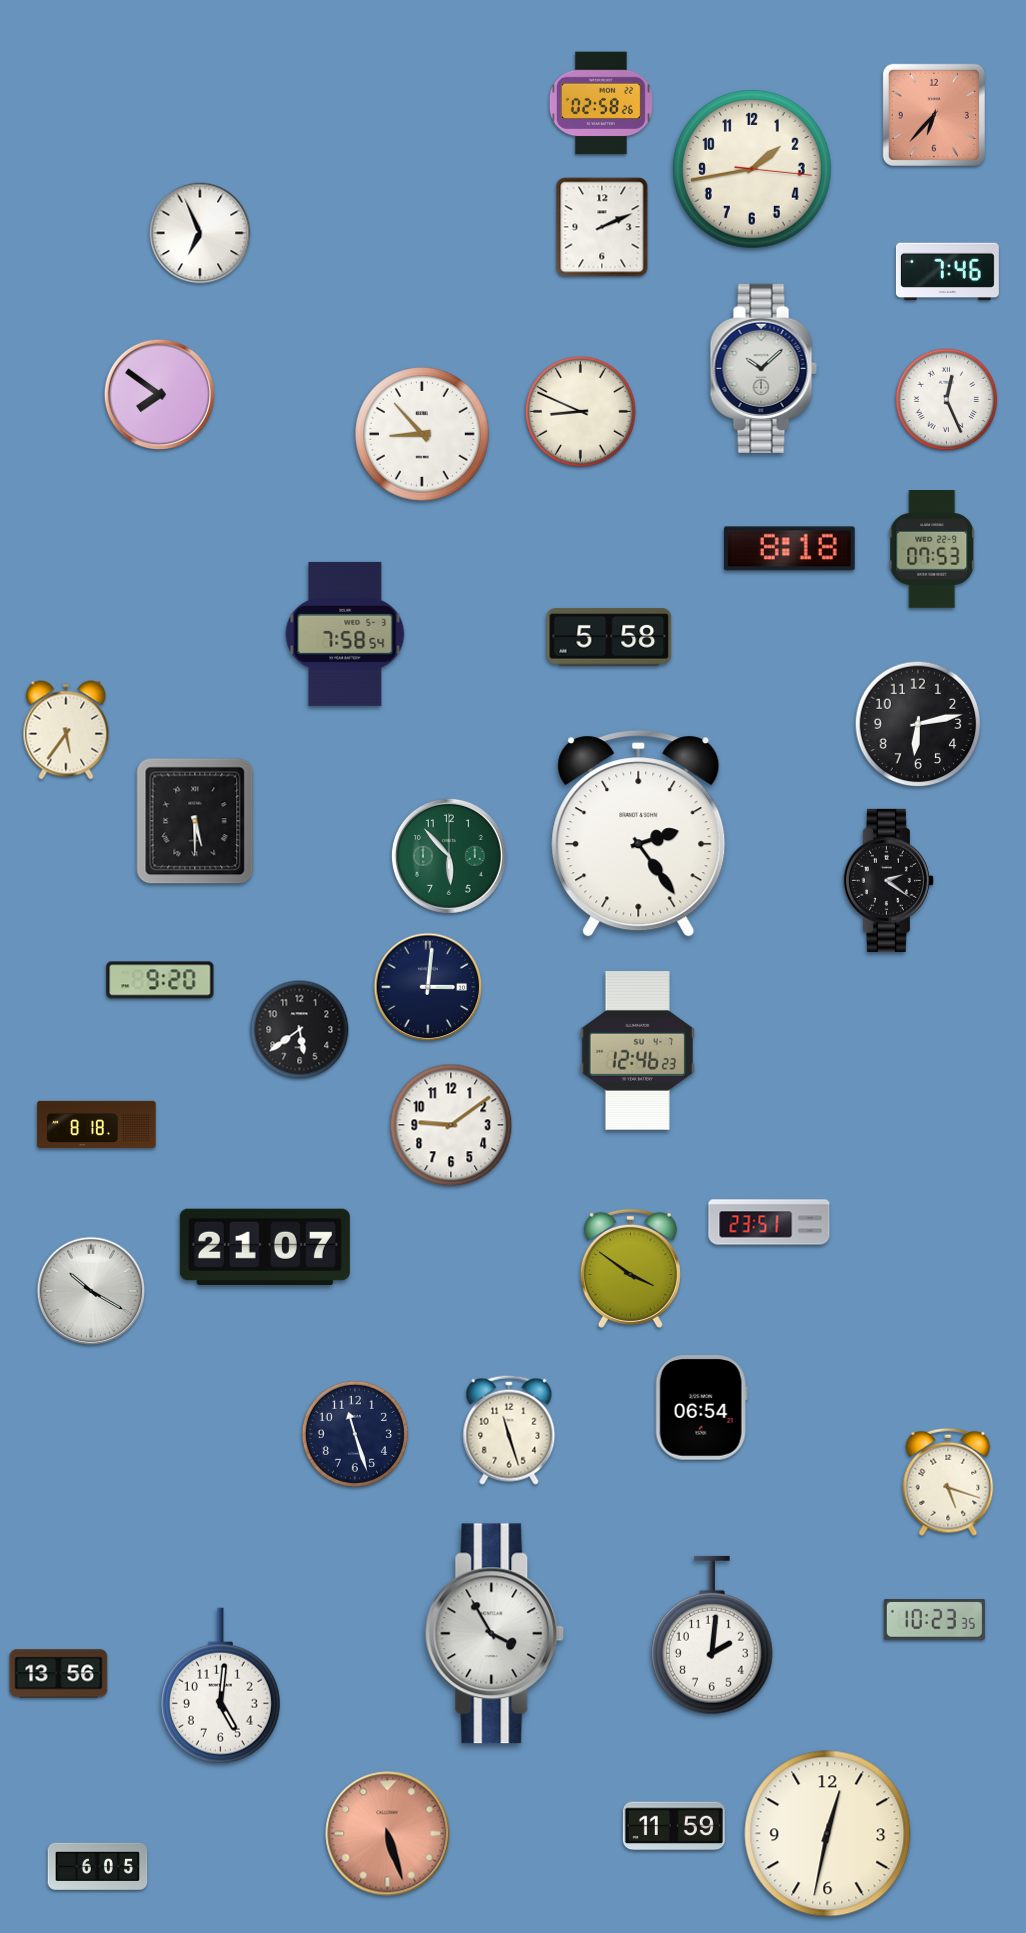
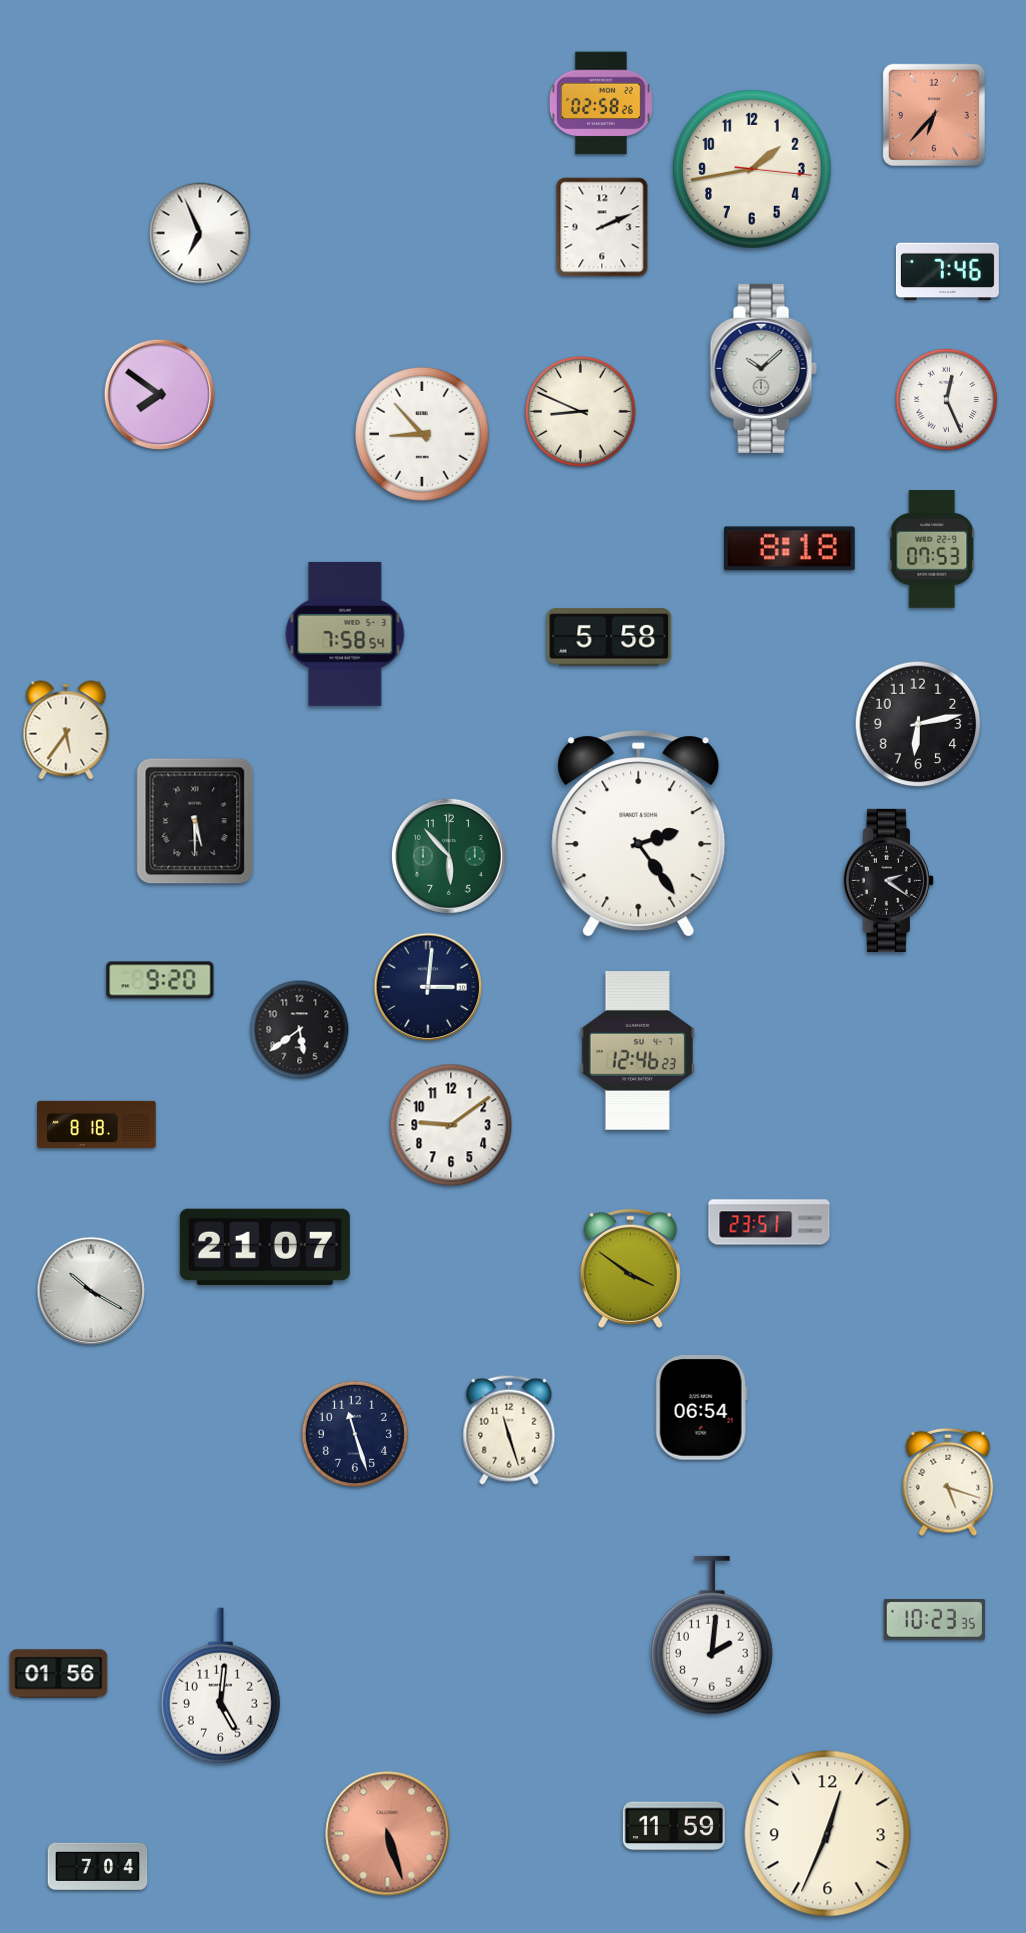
clock at (495, 1634): 3:55 -> none
clock at (59, 1674): 13:56 -> 01:56
clock at (828, 1834): 12:32 -> 12:34
clock at (98, 1866): 6:05 -> 7:04
